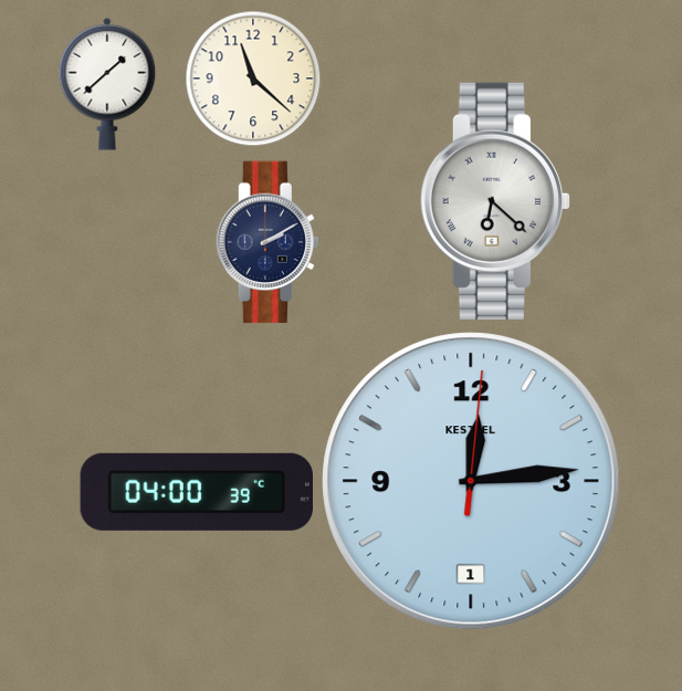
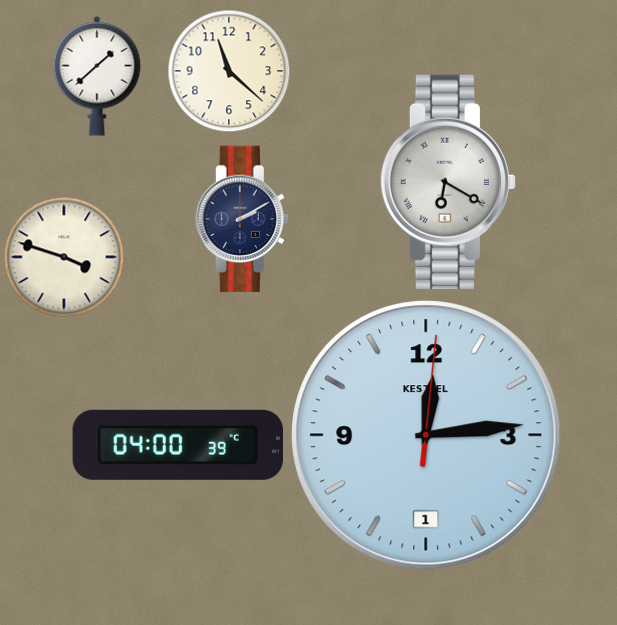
clock at (495, 201): 6:22 -> 6:20
clock at (64, 257): none -> 3:48
